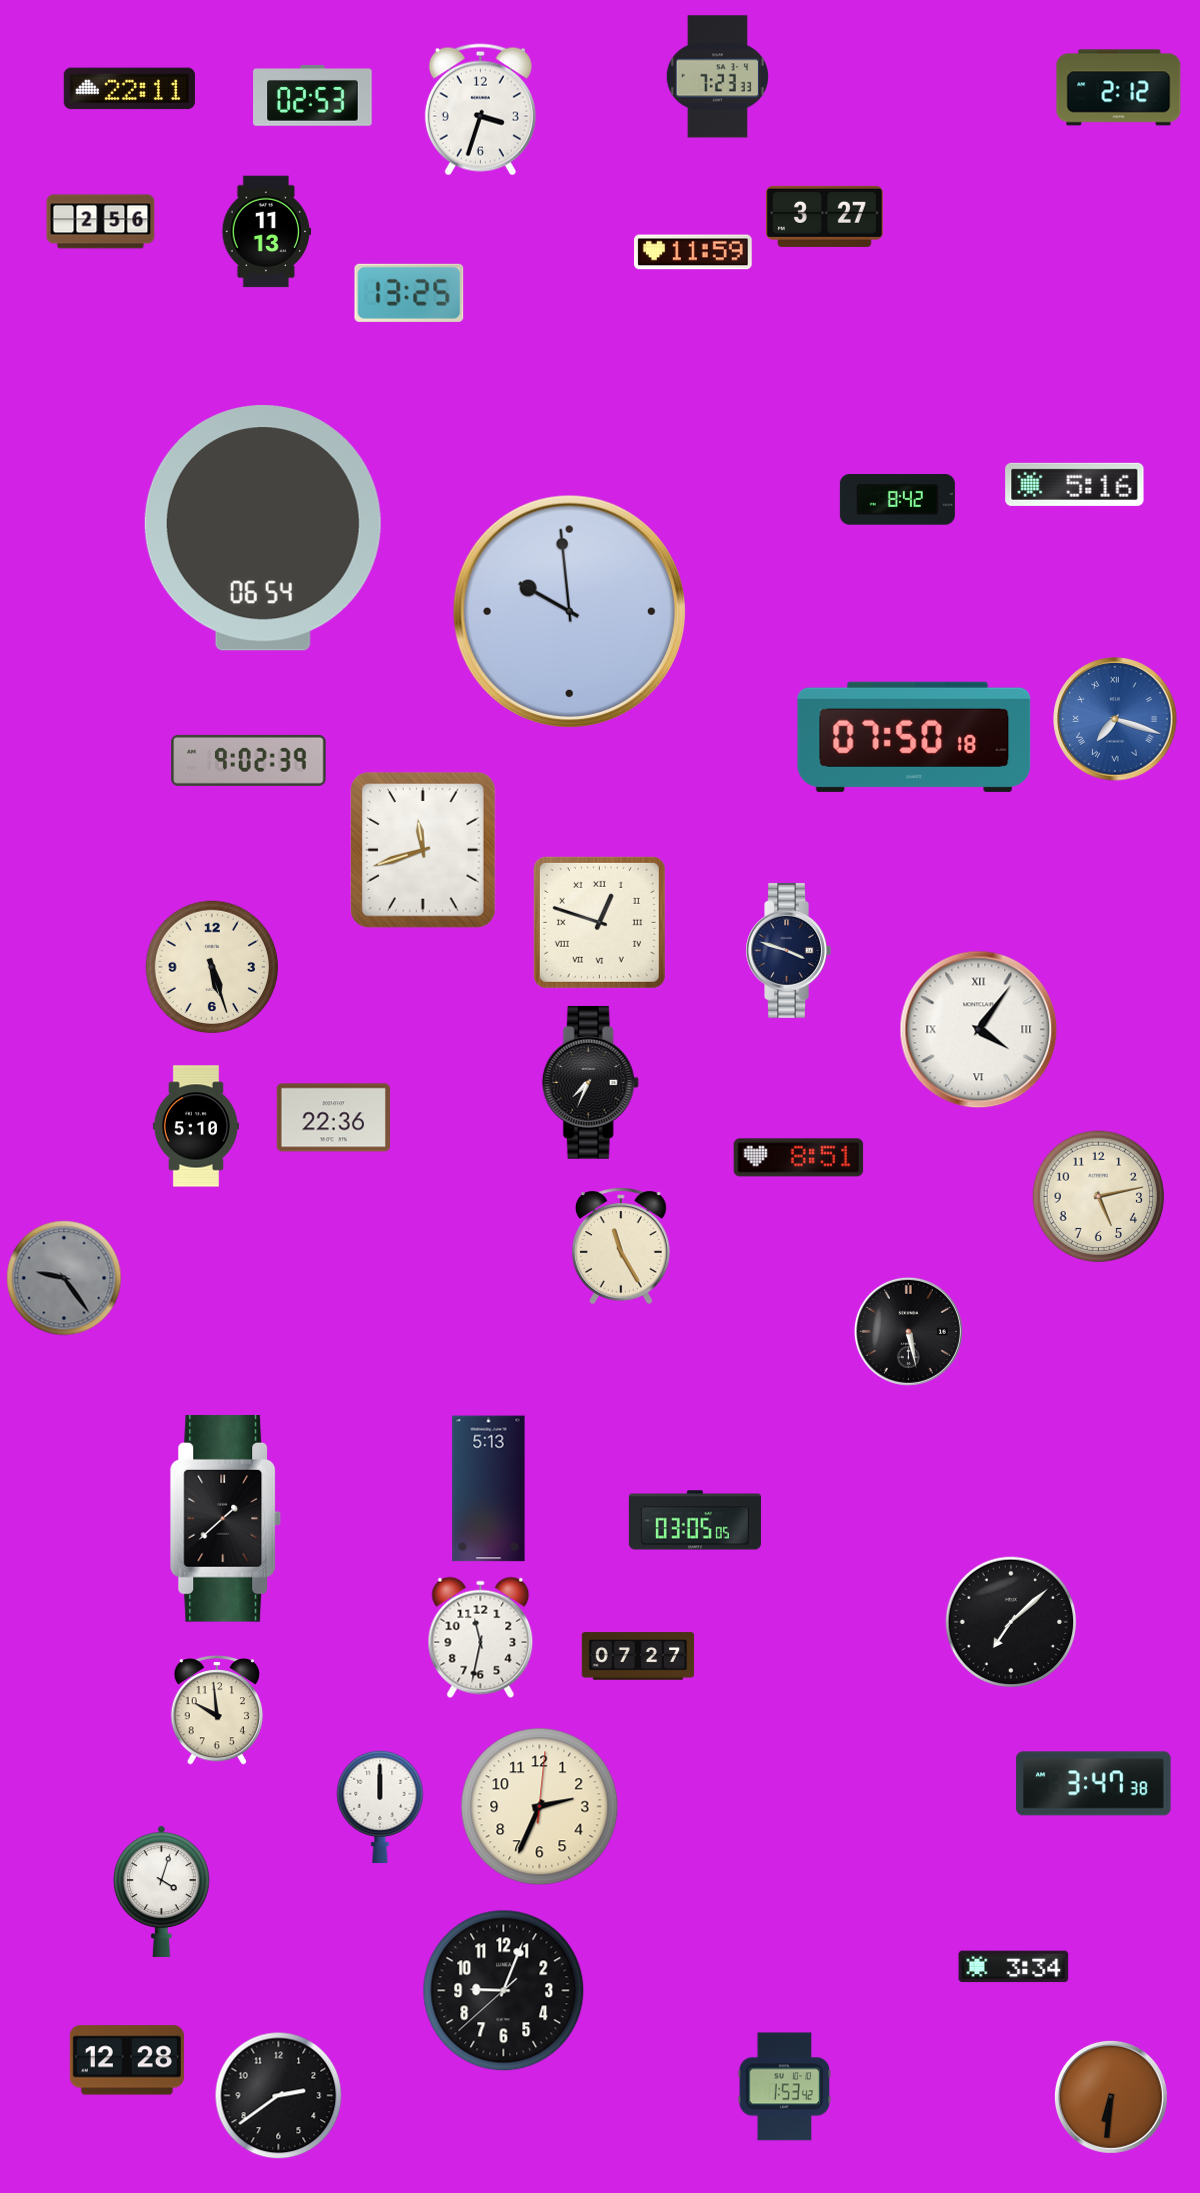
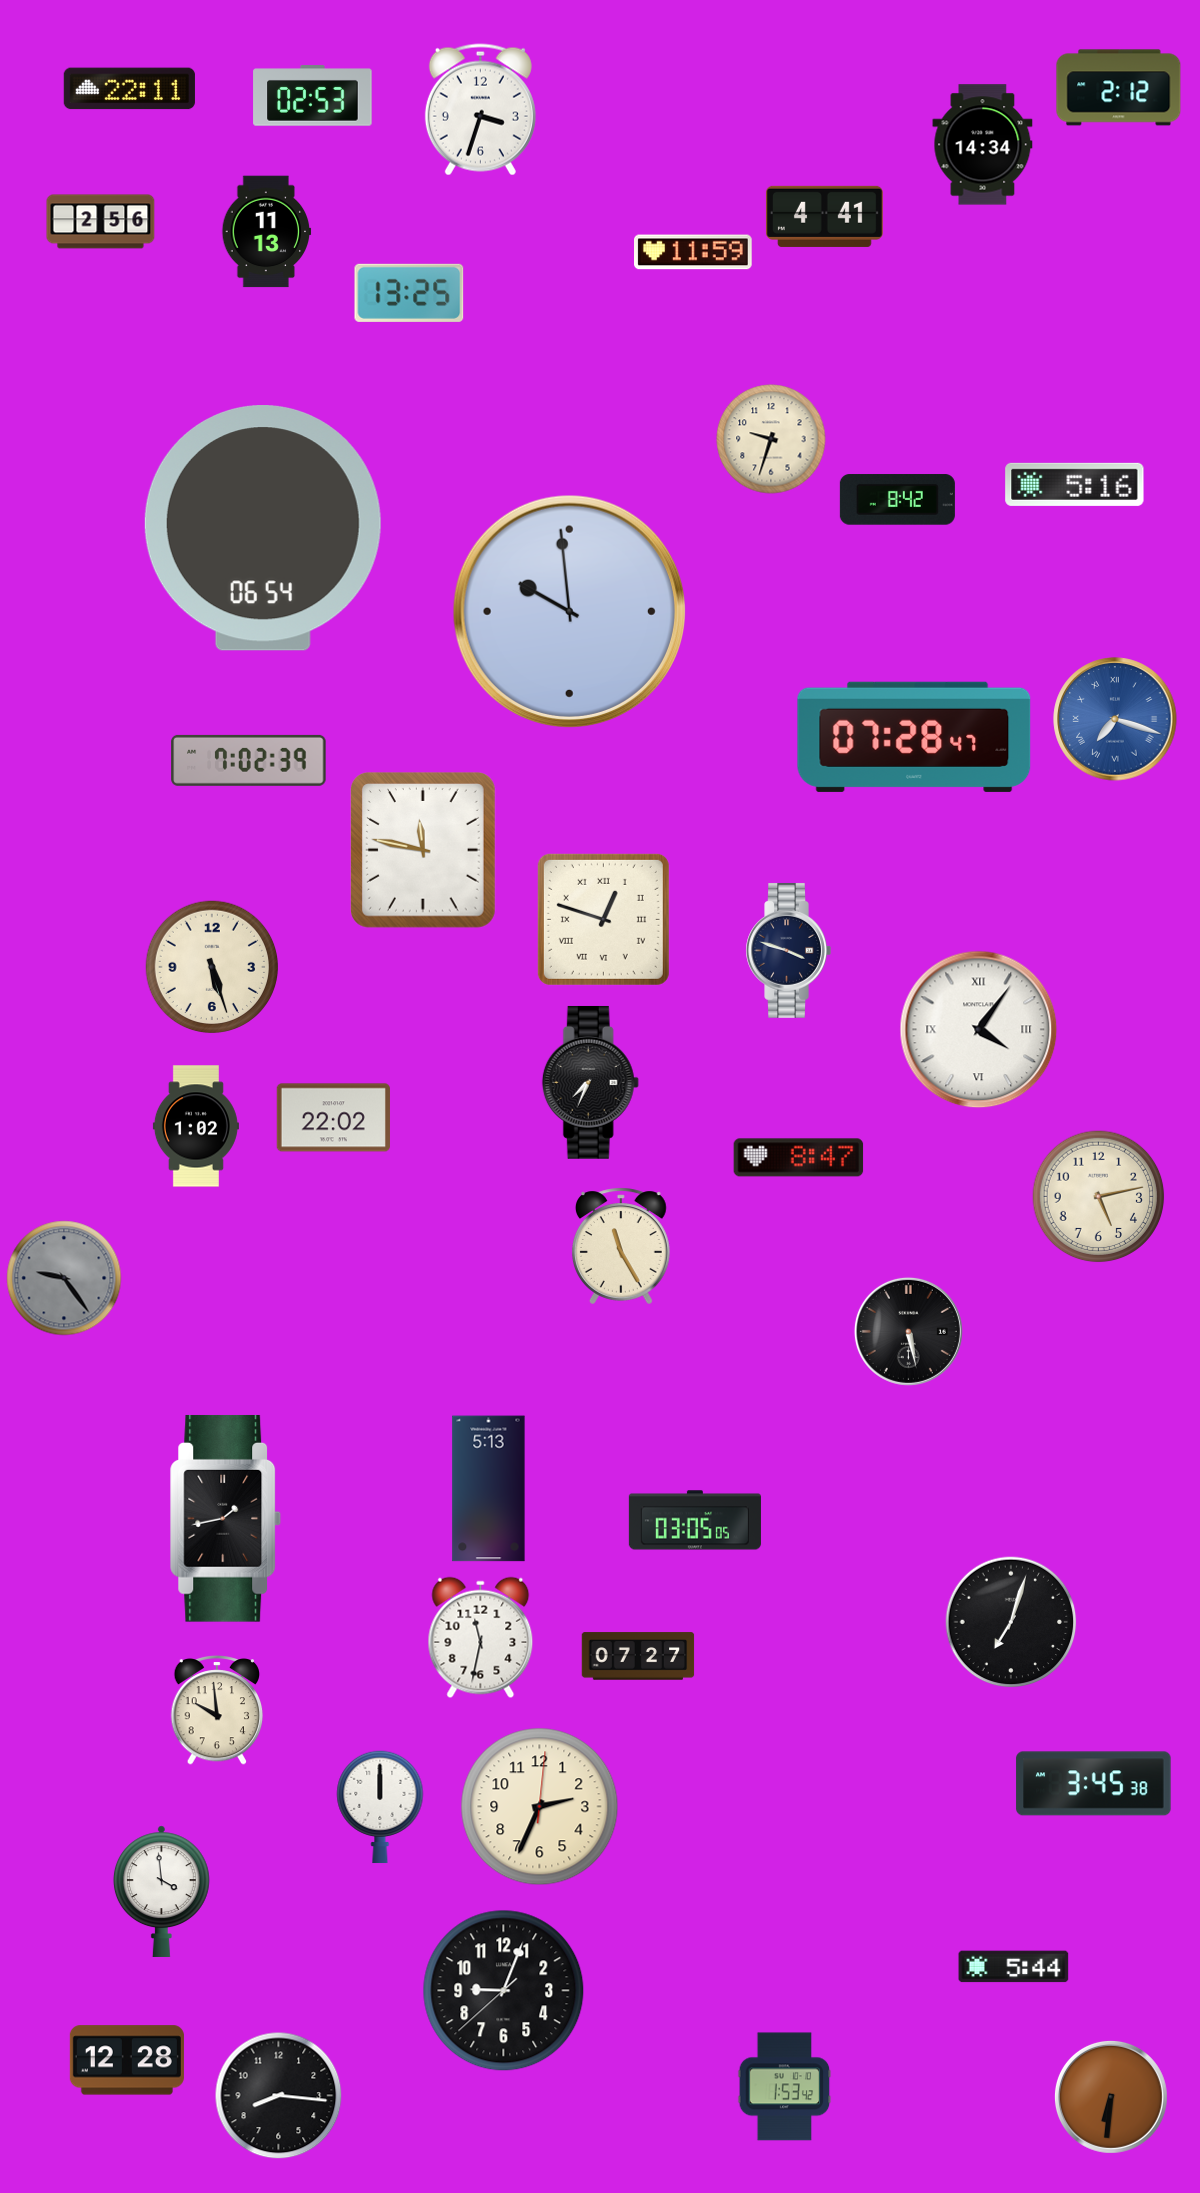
clock at (717, 77): 7:23 -> none
clock at (983, 145): none -> 14:34
clock at (824, 216): 3:27 -> 4:41
clock at (771, 439): none -> 9:33
clock at (914, 737): 07:50 -> 07:28
clock at (249, 760): 9:02 -> 7:02
clock at (424, 850): 11:42 -> 11:47
clock at (599, 922) position: (599, 922) -> (603, 919)
clock at (333, 1118): 22:36 -> 22:02
clock at (196, 1126): 5:10 -> 1:02
clock at (799, 1158): 8:51 -> 8:47
clock at (226, 1518): 1:38 -> 1:43
clock at (1011, 1622): 7:08 -> 7:03
clock at (1094, 1784): 3:47 -> 3:45
clock at (161, 1891): 4:03 -> 3:59
clock at (1014, 1967): 3:34 -> 5:44
clock at (279, 2096): 2:39 -> 8:16
